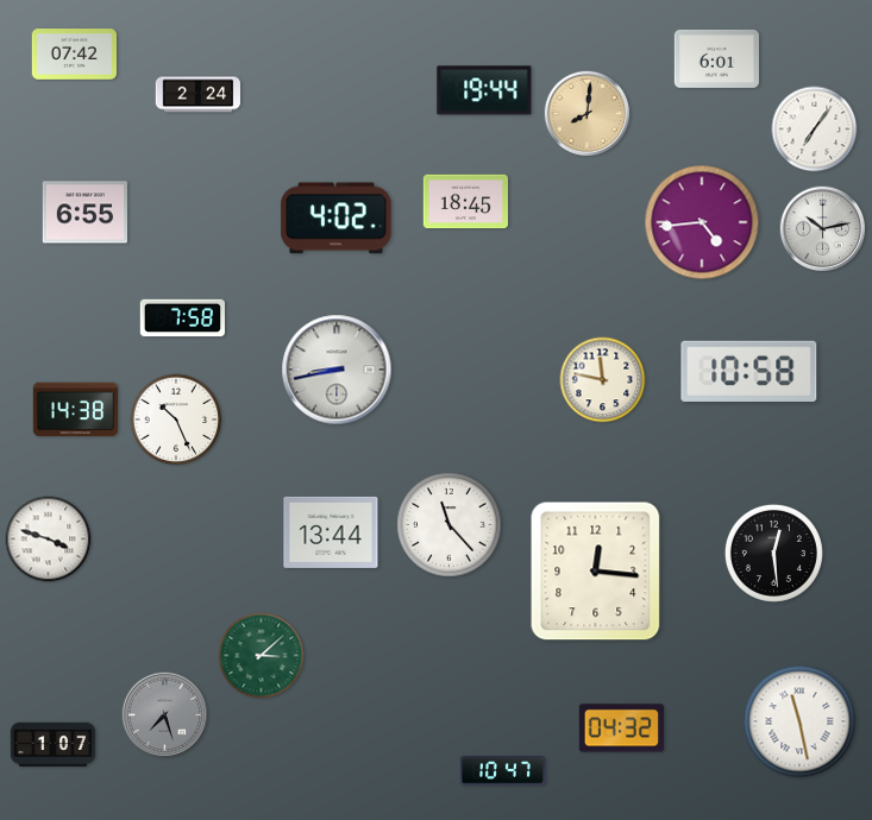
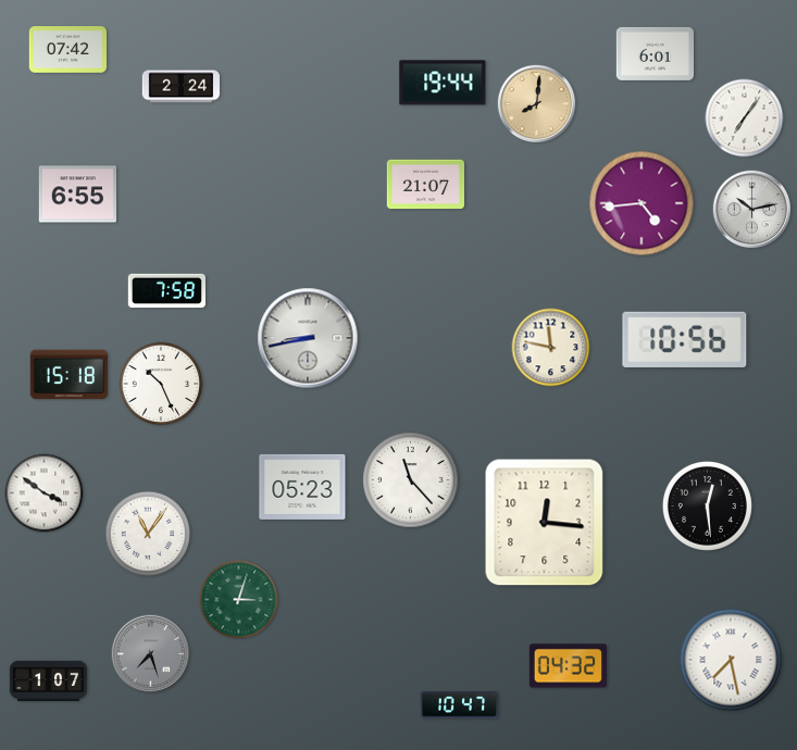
clock at (465, 202): 18:45 -> 21:07
clock at (337, 219): 4:02 -> none
clock at (749, 371): 10:58 -> 10:56
clock at (75, 410): 14:38 -> 15:18
clock at (331, 532): 13:44 -> 05:23
clock at (49, 540): 3:48 -> 3:51
clock at (148, 534): none -> 11:06
clock at (262, 656): 3:08 -> 3:03
clock at (799, 721): 11:28 -> 7:28
